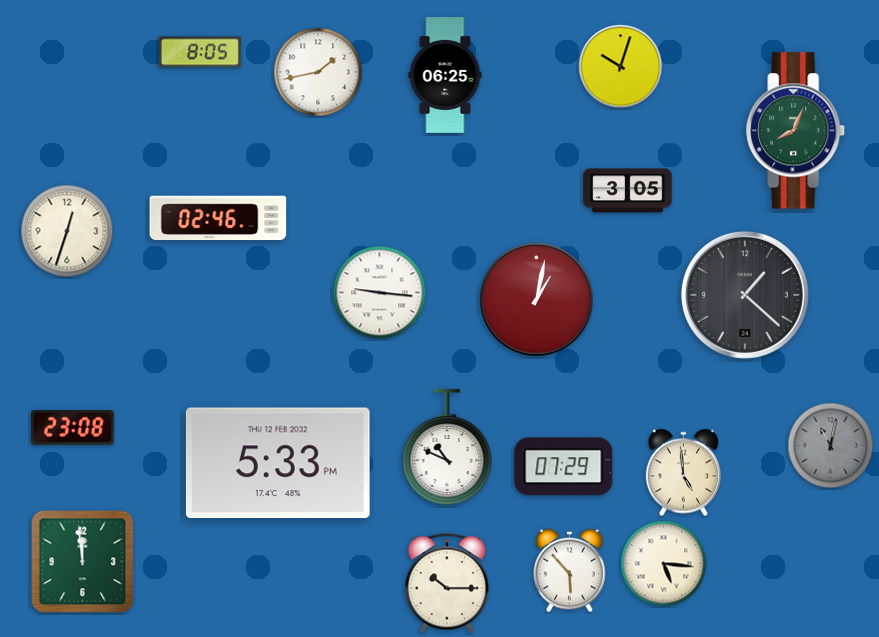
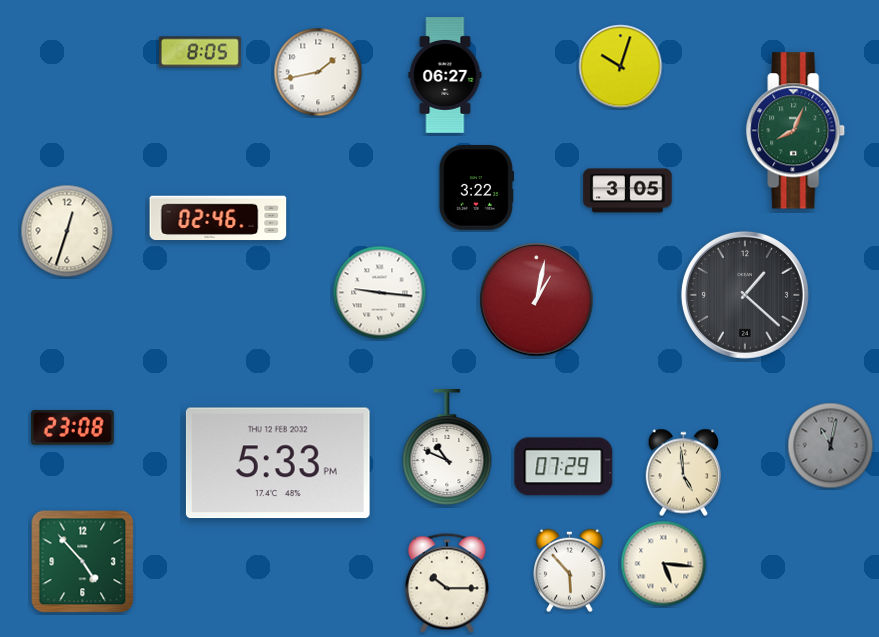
clock at (445, 76): 06:25 -> 06:27
clock at (476, 188): none -> 3:22
clock at (83, 562): 11:59 -> 4:53
